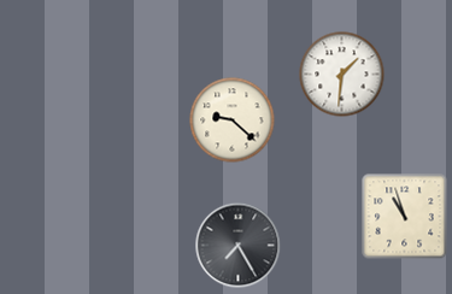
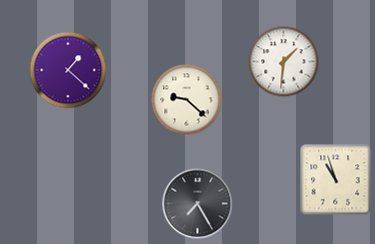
clock at (68, 70): none -> 1:22
clock at (233, 120) position: (233, 120) -> (187, 100)
